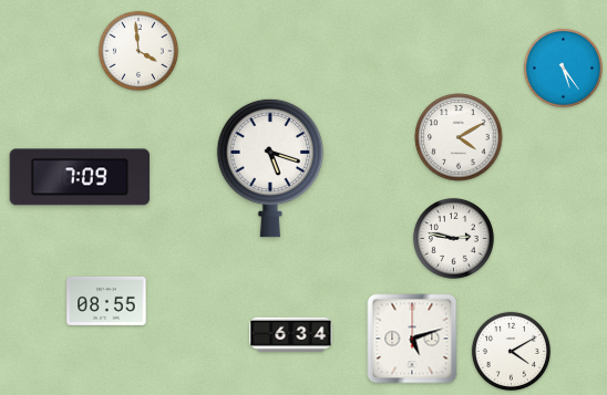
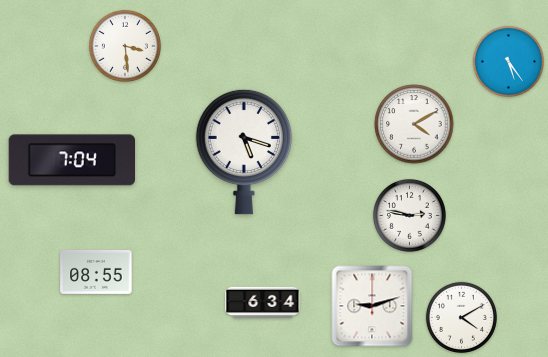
clock at (138, 51): 3:59 -> 3:29
clock at (80, 177): 7:09 -> 7:04
clock at (412, 339): 5:12 -> 9:12
